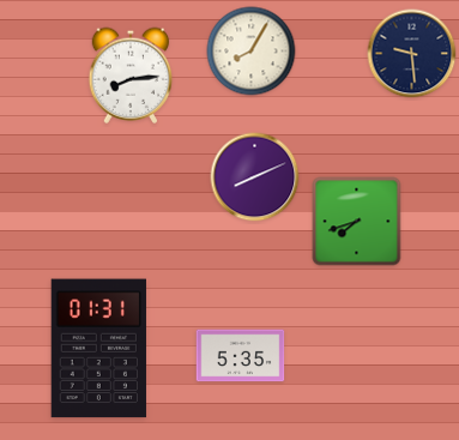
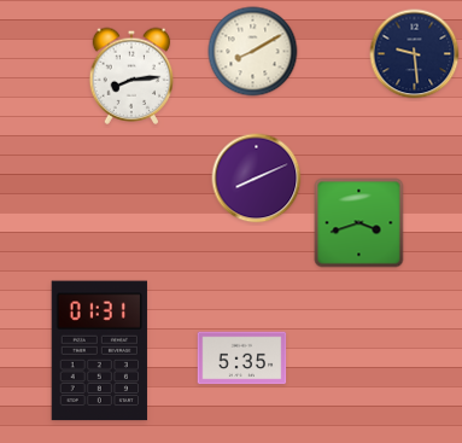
clock at (252, 52): 8:05 -> 8:10
clock at (357, 222): 7:42 -> 3:42
